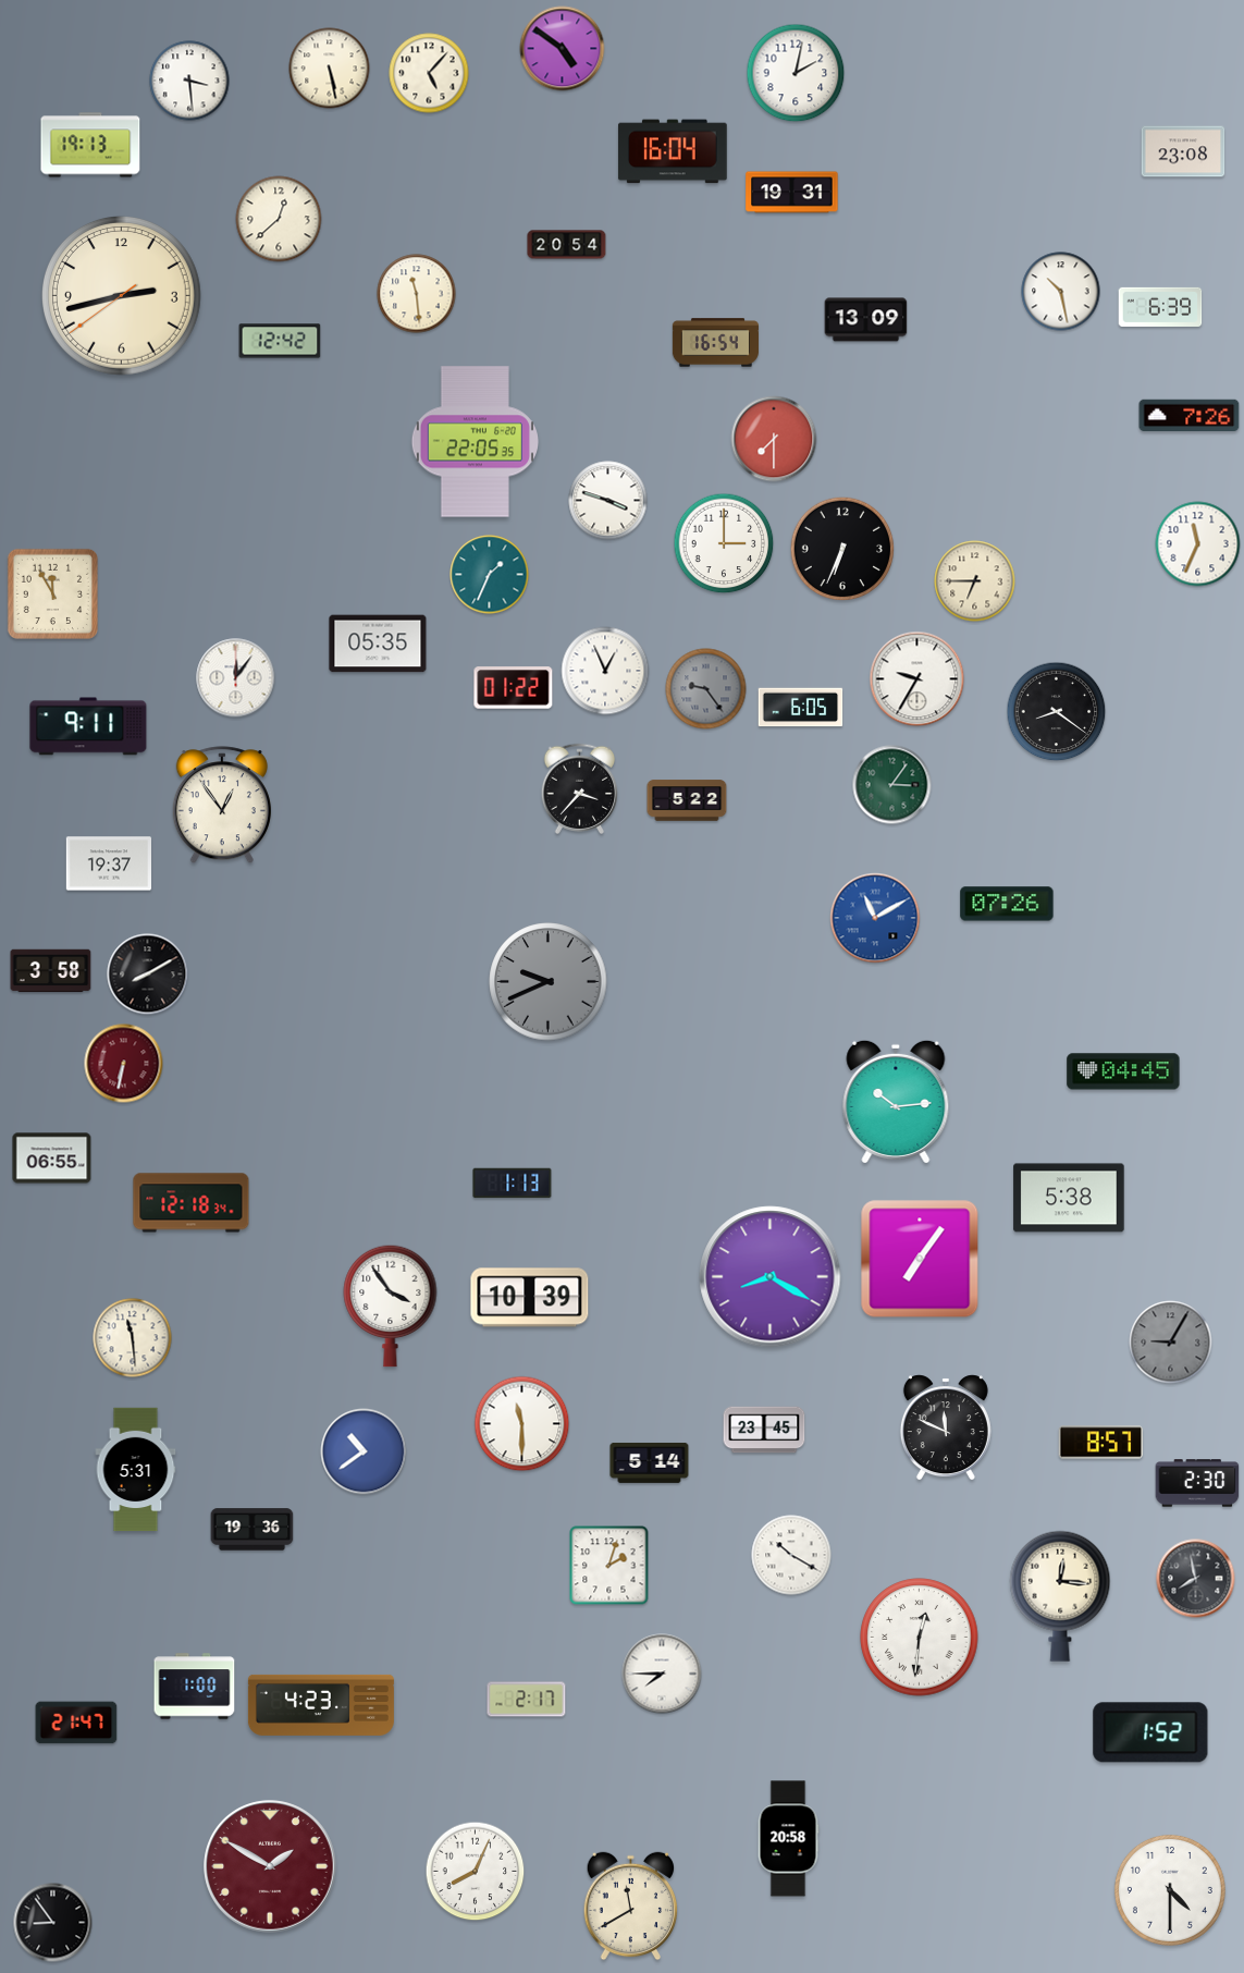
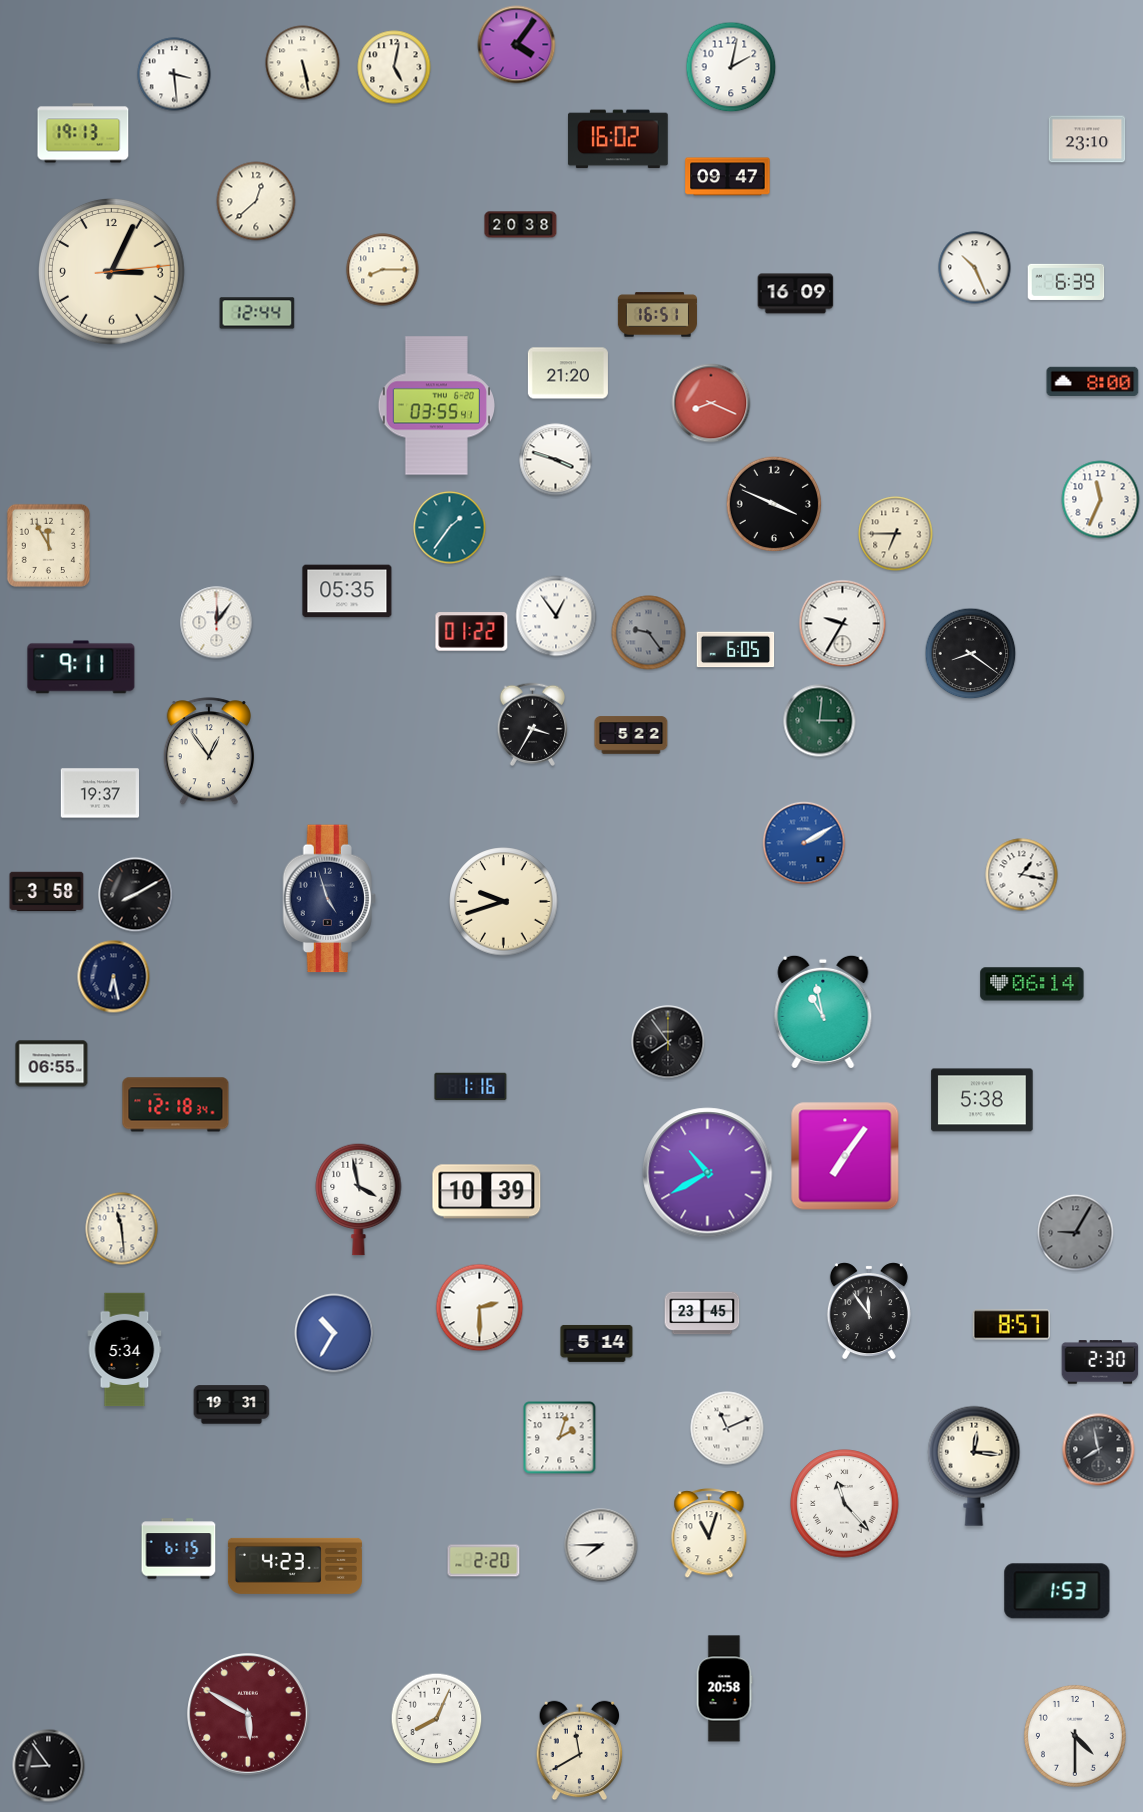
clock at (563, 49): 4:51 -> 4:06
clock at (429, 73): 5:07 -> 5:02
clock at (673, 151): 16:04 -> 16:02
clock at (1183, 151): 23:08 -> 23:10
clock at (792, 193): 19:31 -> 09:47
clock at (567, 245): 20:54 -> 20:38
clock at (1061, 292): 10:28 -> 10:26
clock at (417, 294): 11:29 -> 8:15
clock at (122, 296): 2:42 -> 3:04
clock at (866, 320): 13:09 -> 16:09
clock at (280, 341): 12:42 -> 12:44
clock at (715, 343): 16:54 -> 16:51
clock at (568, 373): none -> 21:20
clock at (1190, 415): 7:26 -> 8:00
clock at (774, 439): 7:30 -> 8:19
clock at (475, 442): 22:05 -> 03:55
clock at (608, 501) position: (608, 501) -> (556, 460)
clock at (724, 543): 3:00 -> none
clock at (842, 549): 6:34 -> 3:49
clock at (490, 575): 1:34 -> 1:36
clock at (605, 671): 12:56 -> 12:54
clock at (892, 785): 3:06 -> 3:01
clock at (580, 788): 3:37 -> 3:35
clock at (222, 806) position: (222, 806) -> (209, 752)
clock at (1007, 904): 07:26 -> none
clock at (875, 918): 11:10 -> 2:10
clock at (1022, 875): none -> 1:17
clock at (329, 899): none -> 4:57
clock at (549, 982): 9:41 -> 9:42
clock at (549, 982) dial: grey -> cream
clock at (124, 1064): 6:32 -> 6:28
clock at (124, 1064) dial: burgundy -> navy
clock at (1123, 1071): 04:45 -> 06:14
clock at (896, 1102): 10:14 -> 10:58
clock at (668, 1042): none -> 7:54
clock at (52, 1159) position: (52, 1159) -> (52, 1064)
clock at (513, 1184): 1:13 -> 1:16
clock at (771, 1277): 8:20 -> 10:40
clock at (391, 1306): 3:54 -> 3:58
clock at (522, 1424): 11:30 -> 2:30
clock at (946, 1427): 11:49 -> 11:54
clock at (364, 1451): 10:39 -> 10:35
clock at (136, 1470): 5:31 -> 5:34
clock at (253, 1530): 19:36 -> 19:31
clock at (791, 1555): 10:20 -> 11:11
clock at (920, 1638): 12:31 -> 11:23
clock at (709, 1534): none -> 11:03
clock at (662, 1674) position: (662, 1674) -> (601, 1545)
clock at (195, 1687): 1:00 -> 6:15
clock at (527, 1700): 2:17 -> 2:20
clock at (76, 1723): 21:47 -> none
clock at (1150, 1732): 1:52 -> 1:53
clock at (270, 1866): 1:50 -> 5:50
